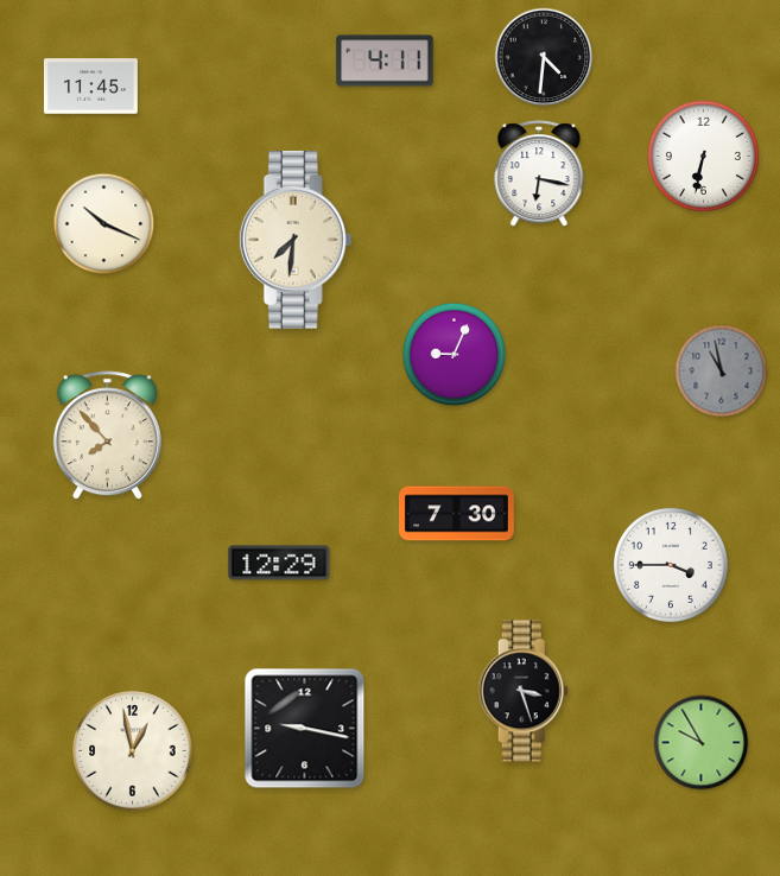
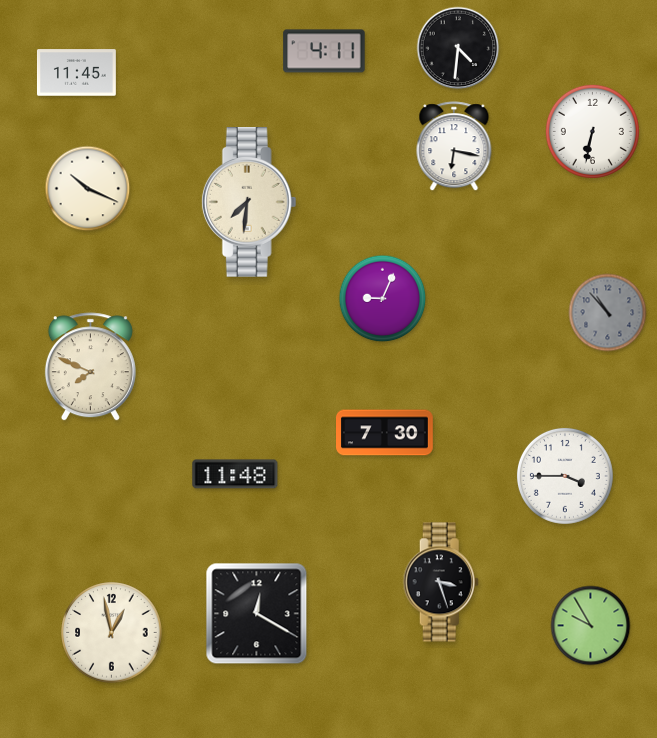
clock at (722, 372): 10:58 -> 10:53
clock at (107, 436): 7:53 -> 7:49
clock at (279, 563): 12:29 -> 11:48
clock at (305, 729): 9:17 -> 12:20
